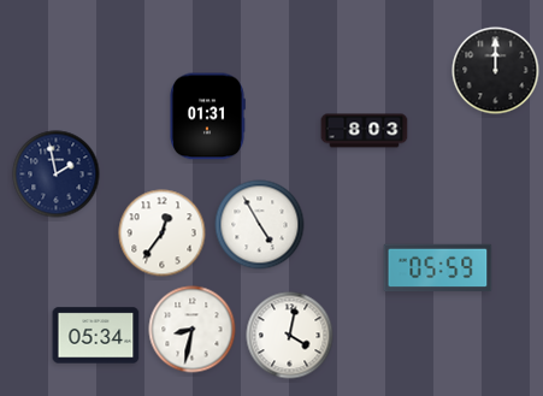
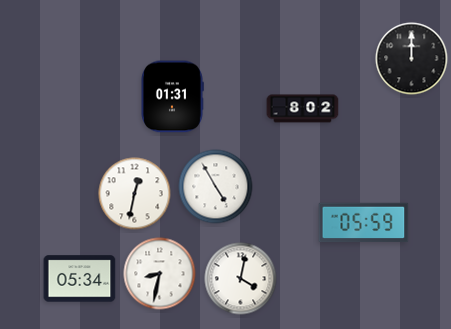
clock at (365, 131): 8:03 -> 8:02
clock at (57, 175): 1:58 -> none
clock at (163, 234): 12:36 -> 12:32
